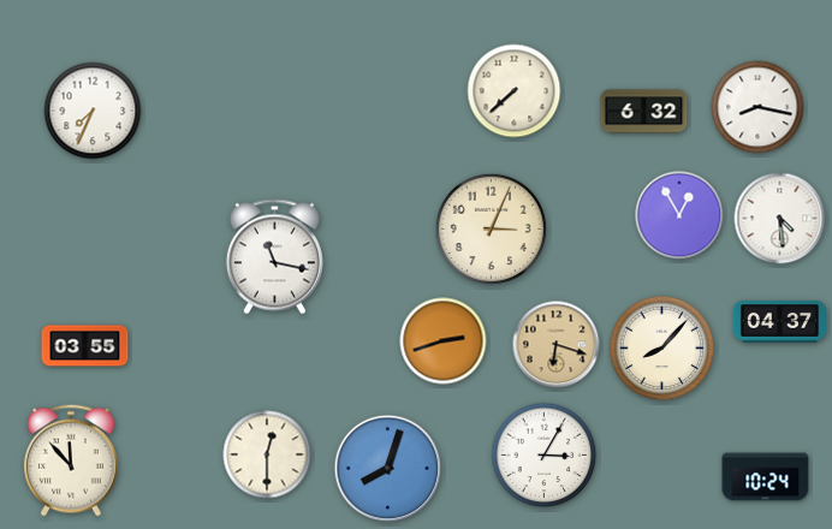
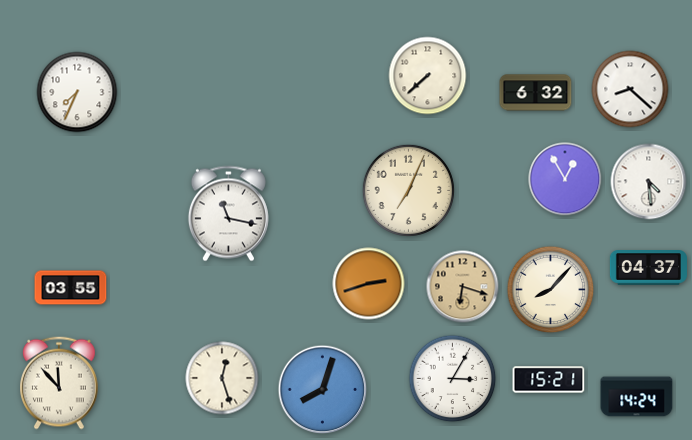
clock at (757, 107): 8:17 -> 8:22
clock at (491, 228): 3:04 -> 7:04
clock at (267, 454): 12:30 -> 12:27
clock at (549, 380): none -> 15:21
clock at (766, 477): 10:24 -> 14:24
